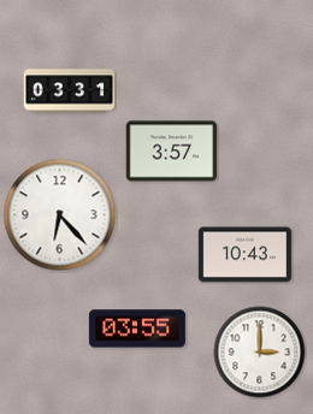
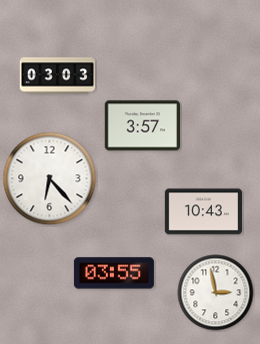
clock at (70, 91): 03:31 -> 03:03
clock at (260, 353): 3:00 -> 2:58
